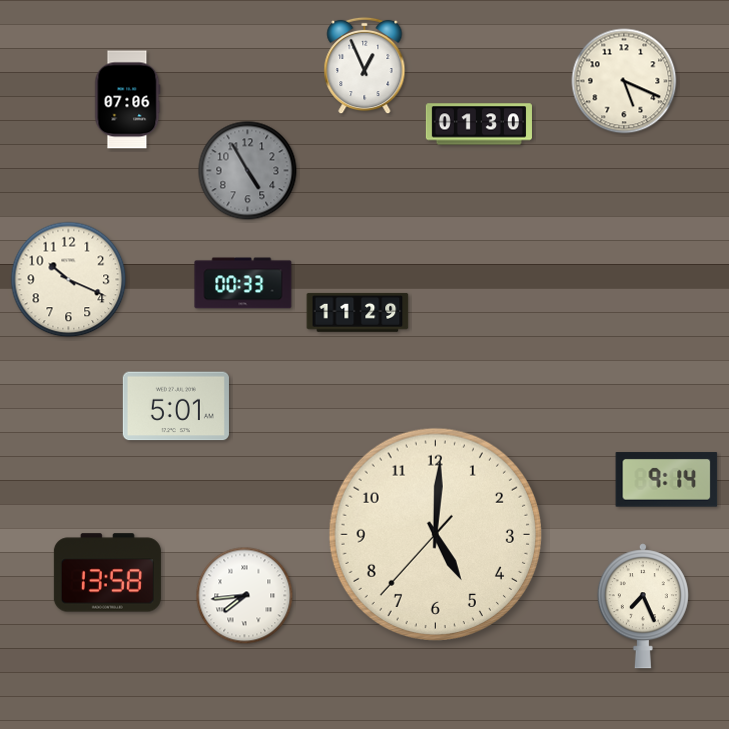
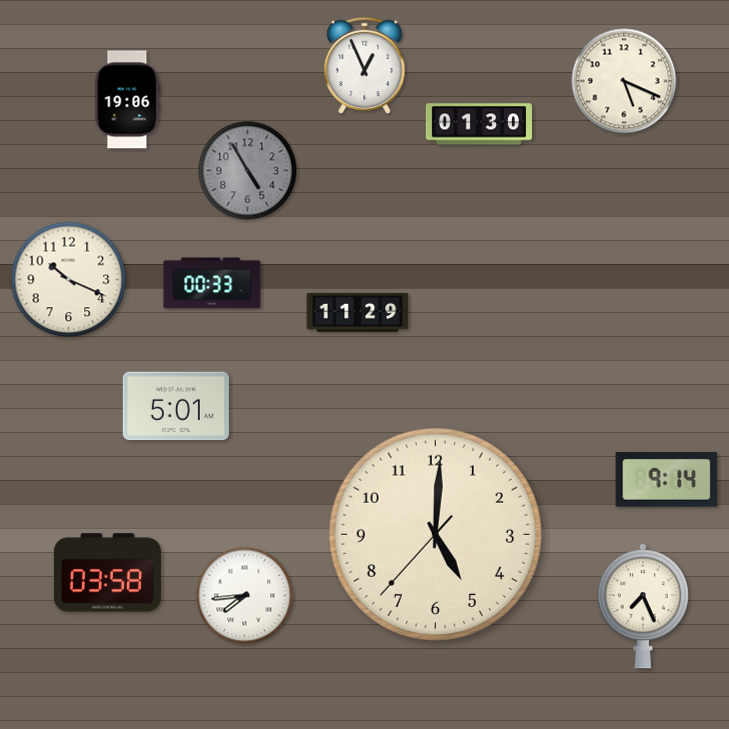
clock at (128, 100): 07:06 -> 19:06
clock at (243, 283) position: (243, 283) -> (212, 283)
clock at (107, 573): 13:58 -> 03:58
